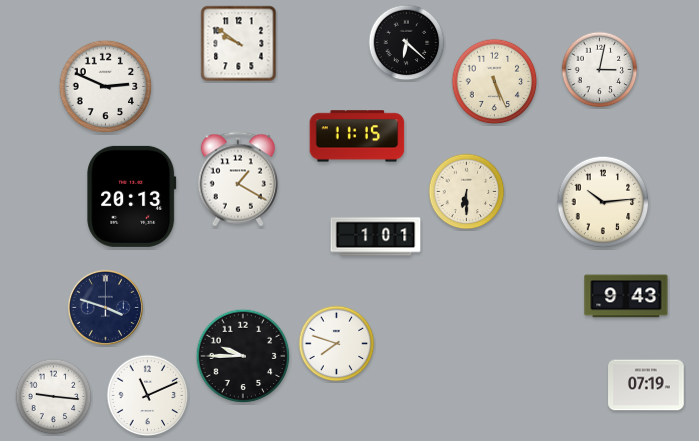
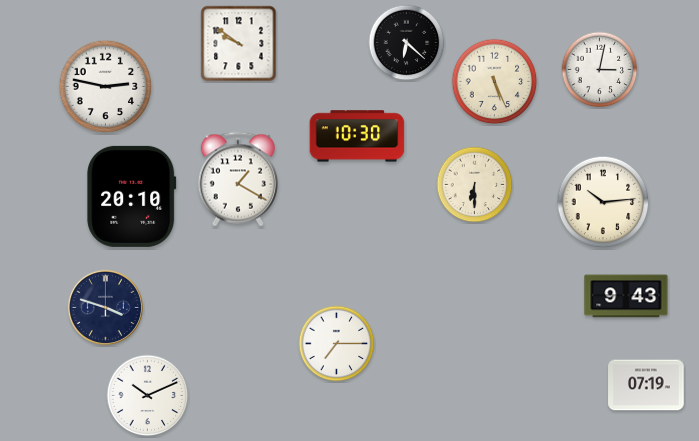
clock at (106, 87): 2:49 -> 2:47
clock at (357, 136): 11:15 -> 10:30
clock at (467, 192) position: (467, 192) -> (475, 185)
clock at (132, 196): 20:13 -> 20:10
clock at (376, 237): 1:01 -> none
clock at (337, 344): 7:48 -> 7:15
clock at (243, 356): 9:45 -> none
clock at (148, 396): 11:11 -> 10:11
clock at (54, 397): 9:16 -> none
